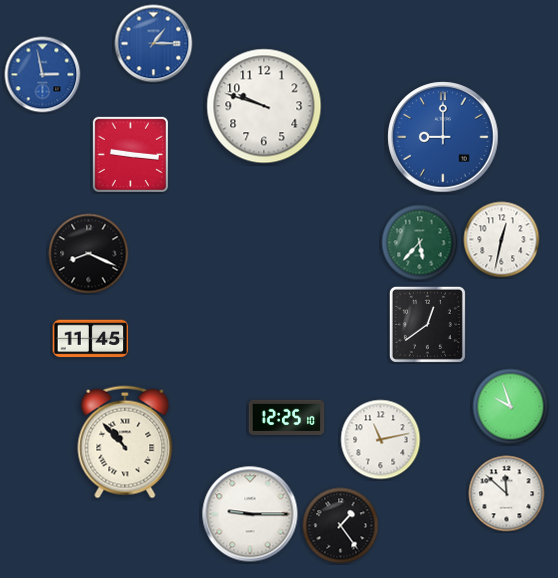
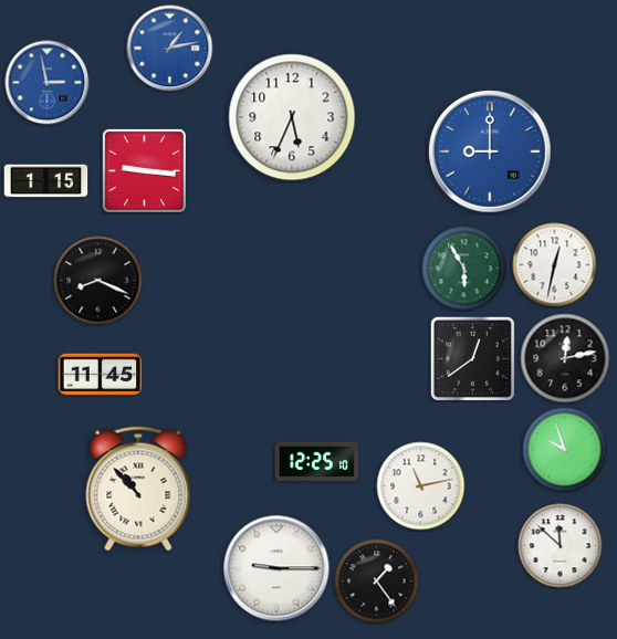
clock at (154, 44): 1:15 -> 1:13
clock at (264, 106): 9:48 -> 5:34
clock at (46, 181): none -> 1:15
clock at (420, 243): 5:37 -> 5:55
clock at (565, 358): none -> 12:13
